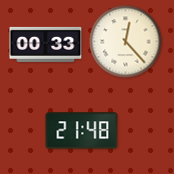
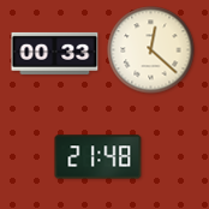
clock at (126, 42): 12:23 -> 12:22
